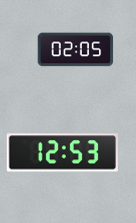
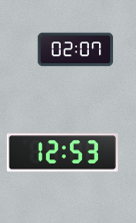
clock at (76, 50): 02:05 -> 02:07
